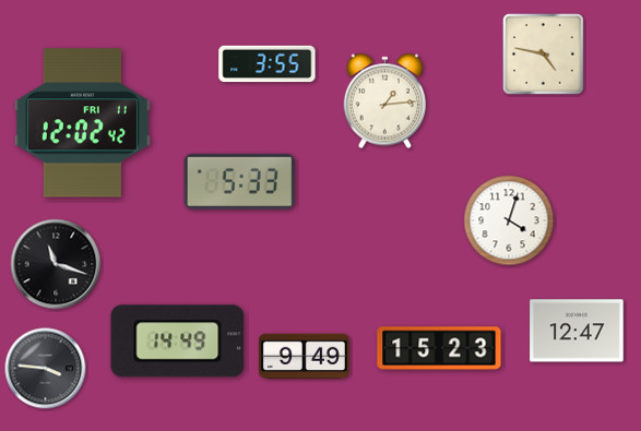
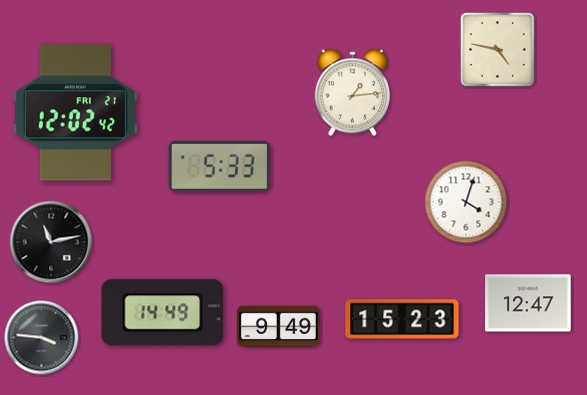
clock at (268, 64): 3:55 -> none
clock at (82, 123) date: FRI 11 -> FRI 21
clock at (56, 264): 11:18 -> 11:13
